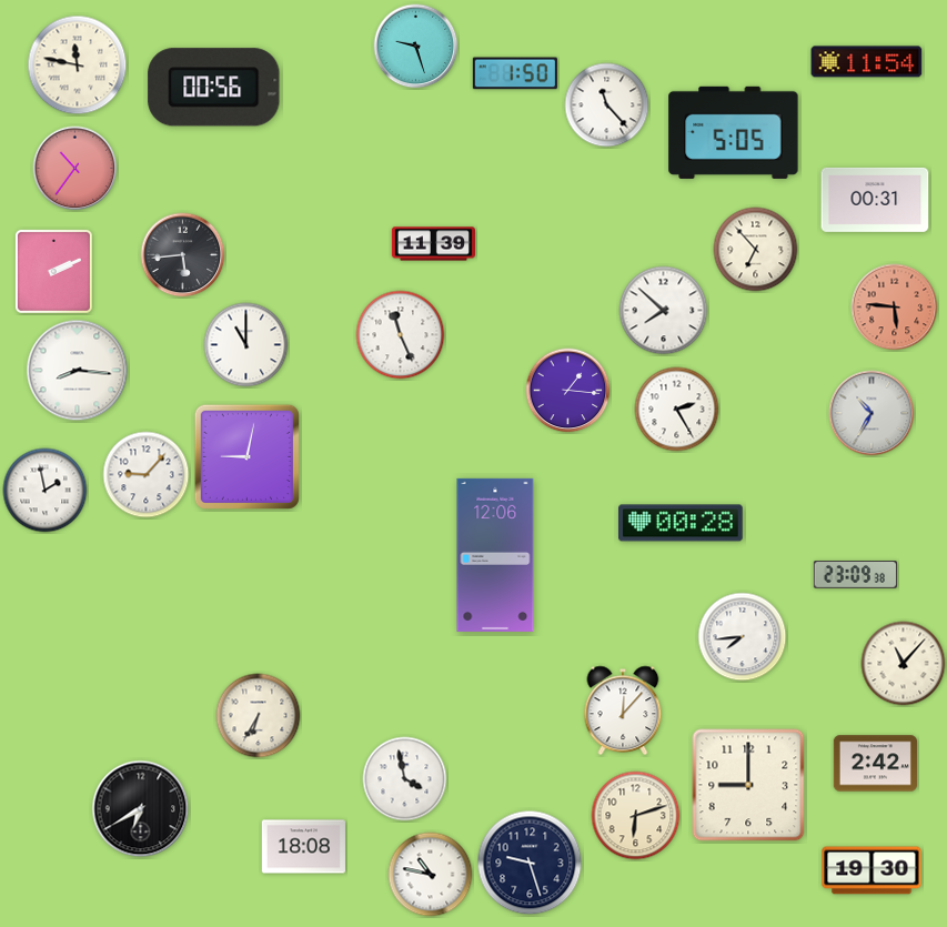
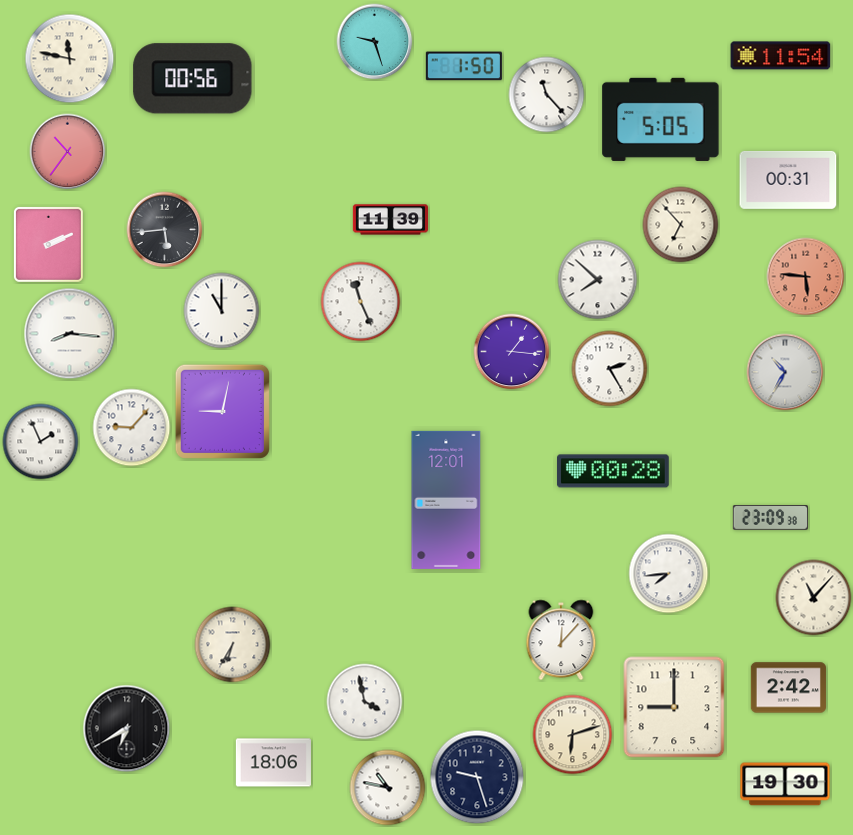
clock at (46, 491): 1:58 -> 1:56
clock at (495, 555): 12:06 -> 12:01
clock at (303, 847): 18:08 -> 18:06
